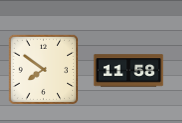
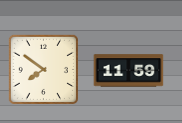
clock at (129, 71): 11:58 -> 11:59
